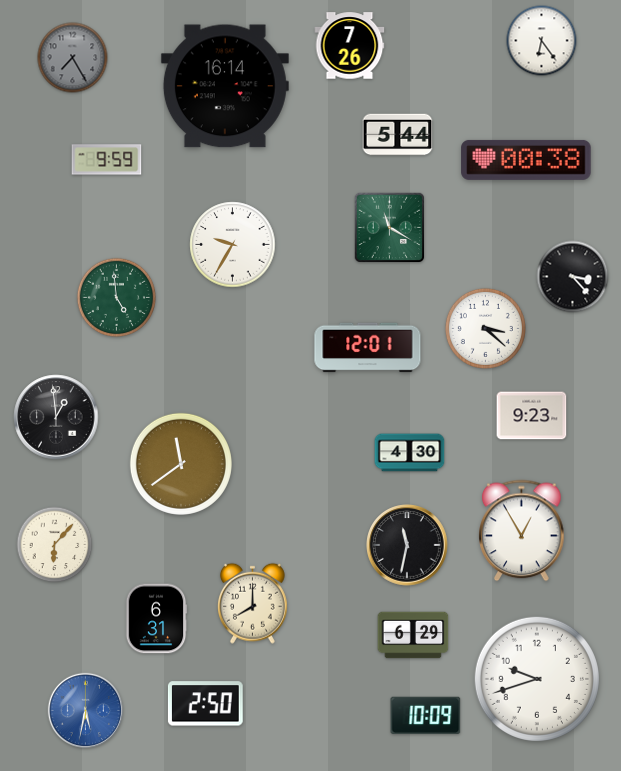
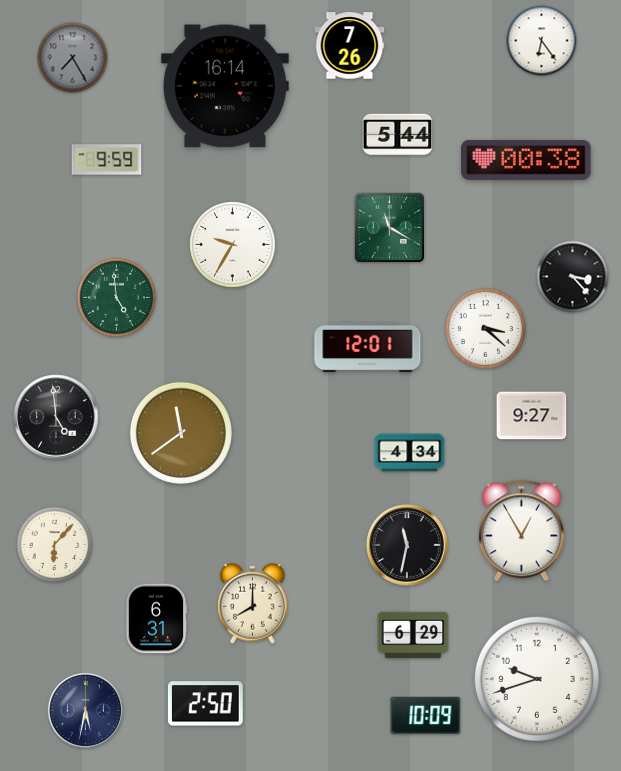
clock at (532, 416): 9:23 -> 9:27
clock at (56, 417): 12:59 -> 4:59
clock at (410, 453): 4:30 -> 4:34
clock at (181, 464) position: (181, 464) -> (181, 433)
clock at (85, 710) dial: blue -> navy
